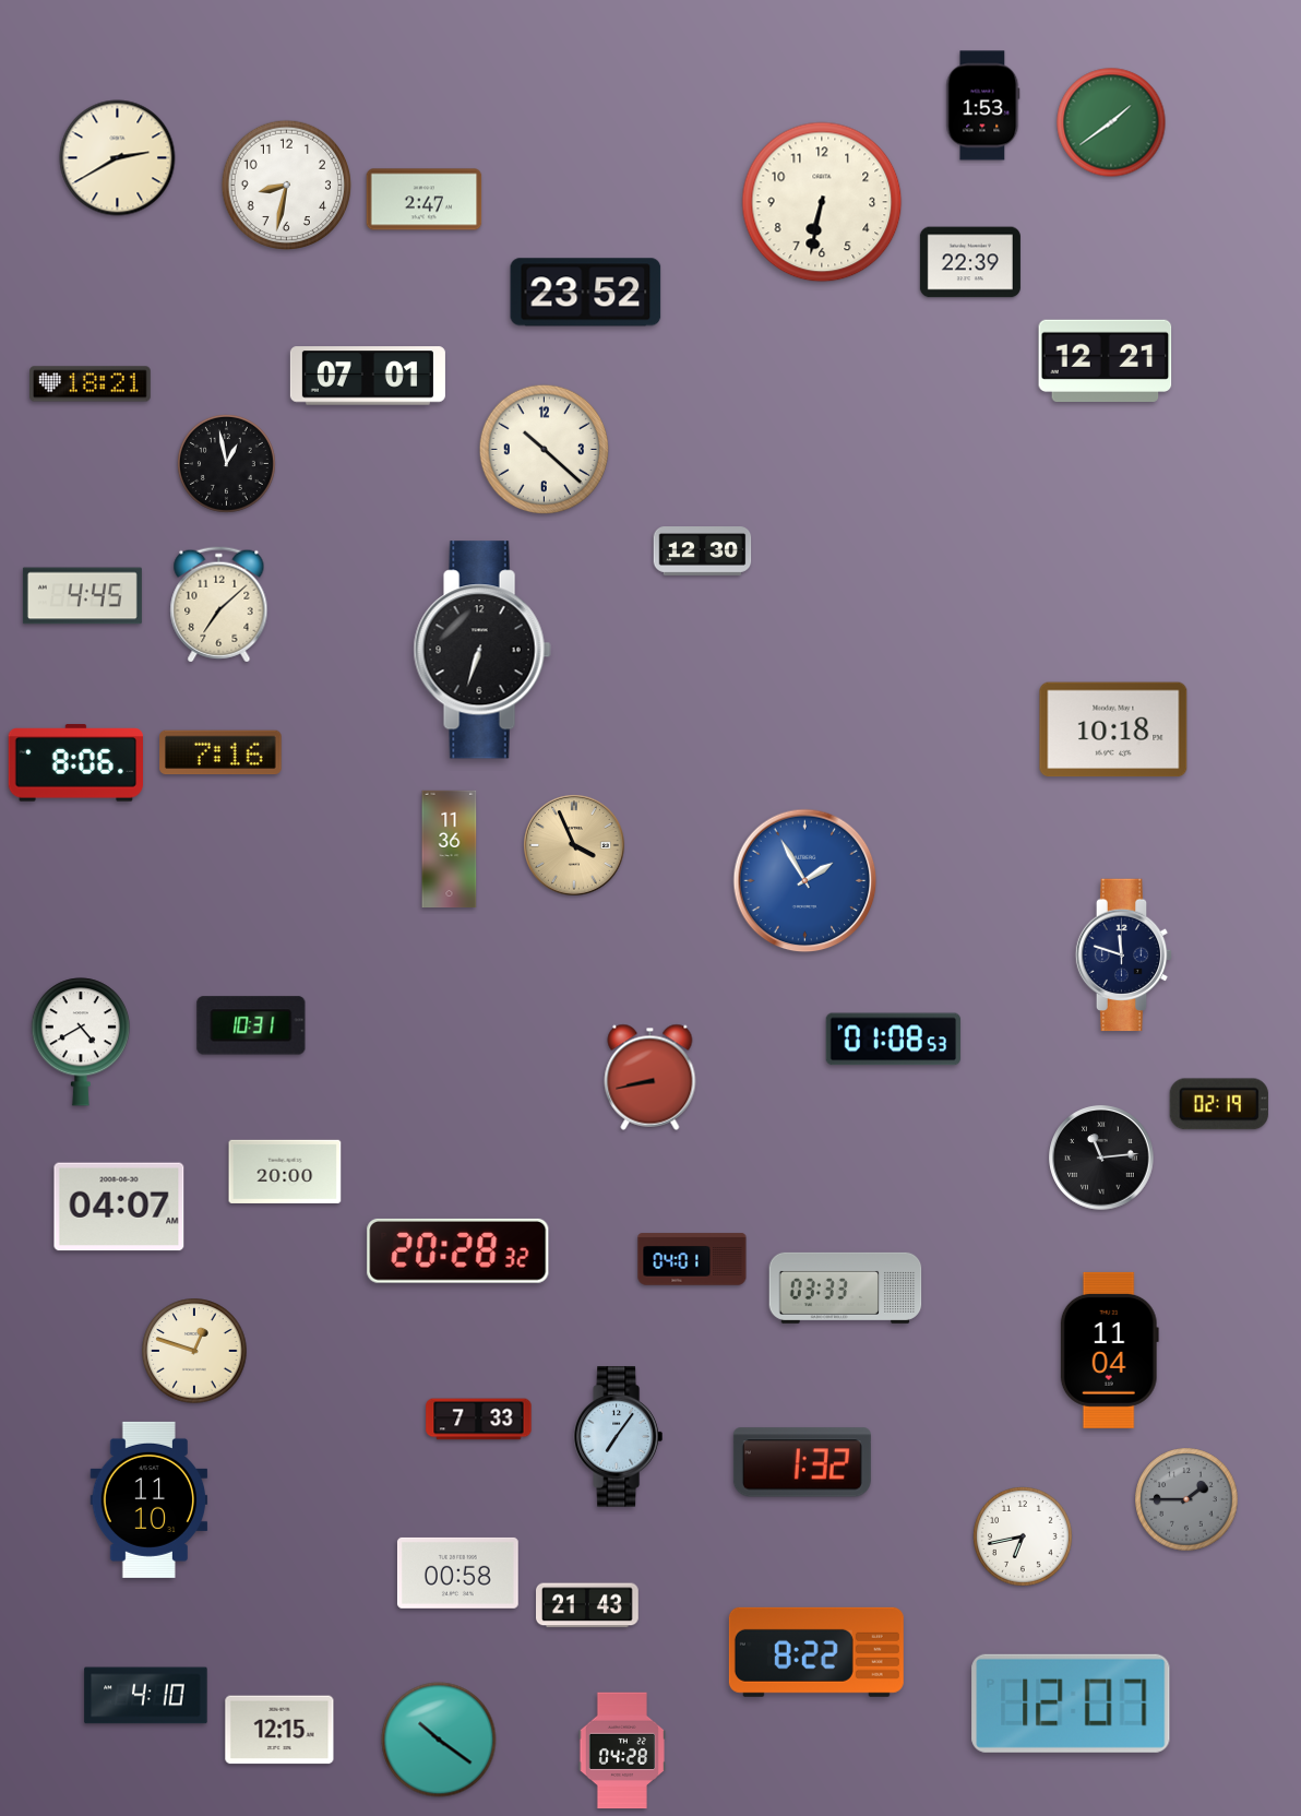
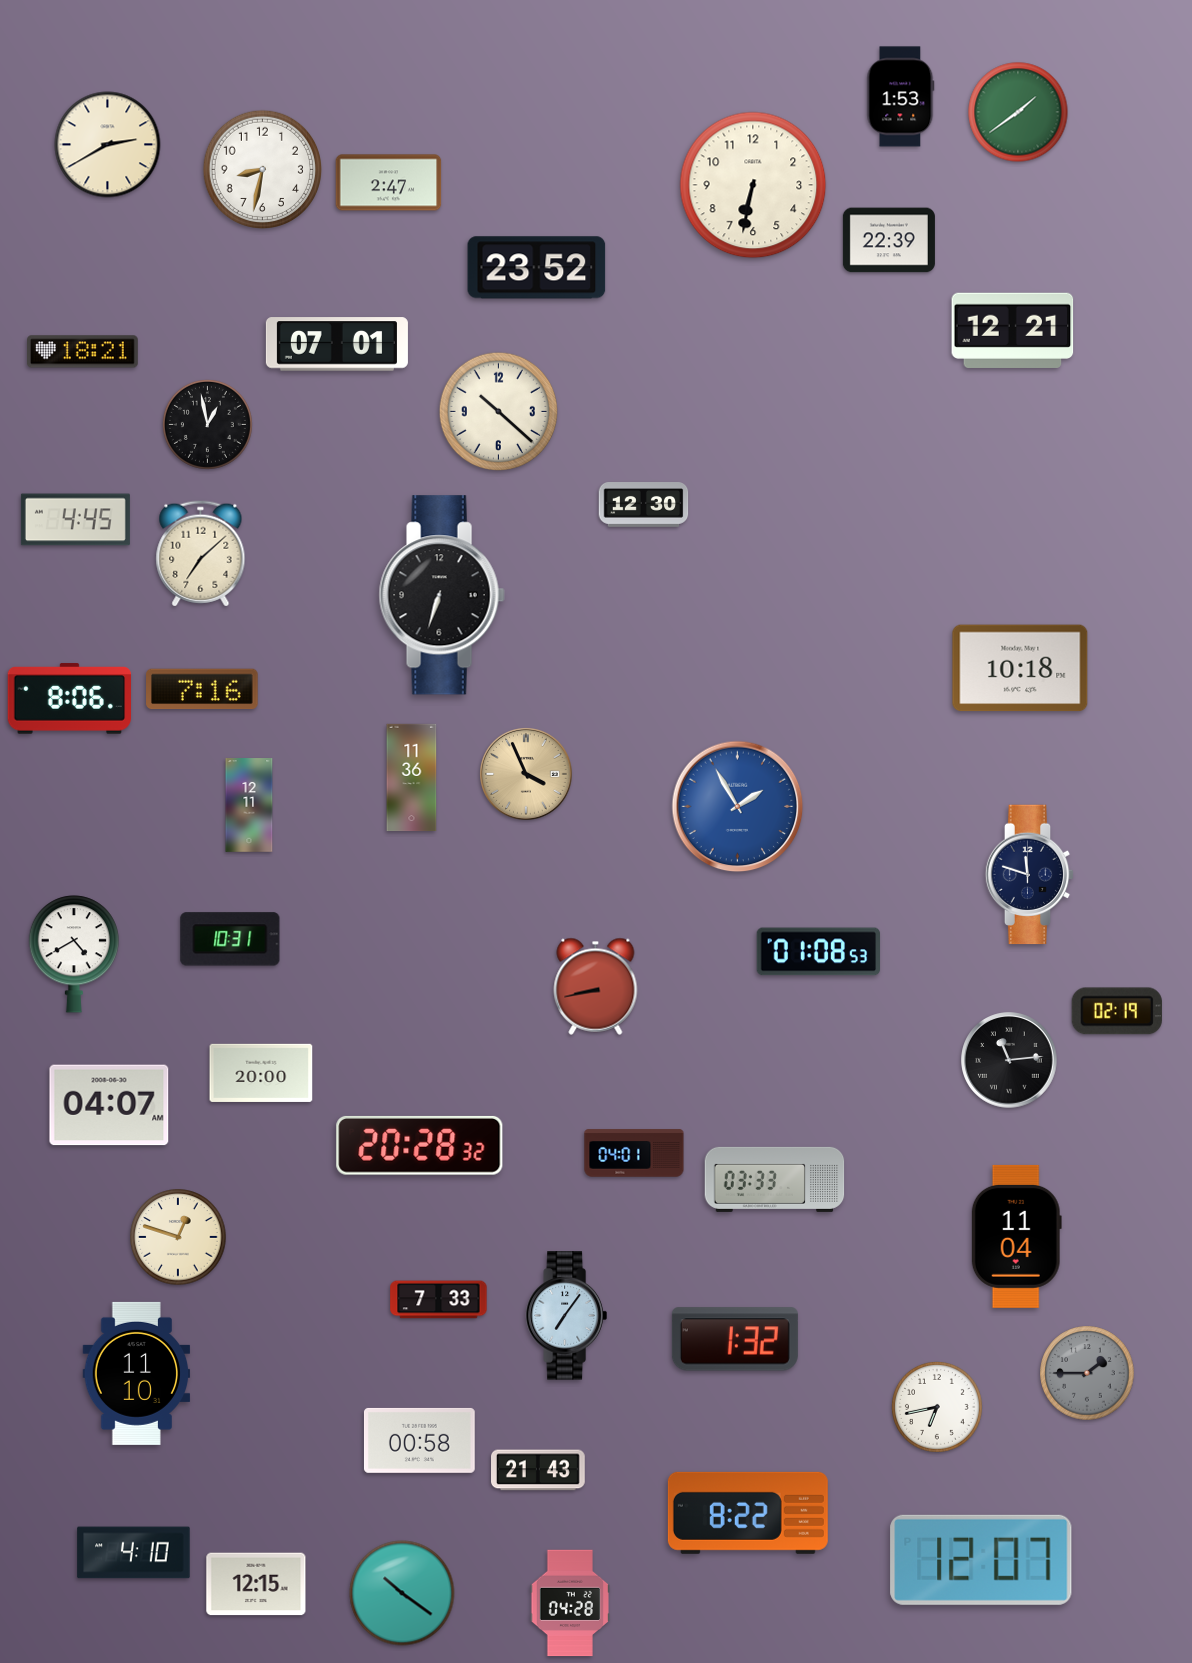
clock at (82, 596) position: (82, 596) -> (75, 520)
clock at (249, 805): none -> 12:11
